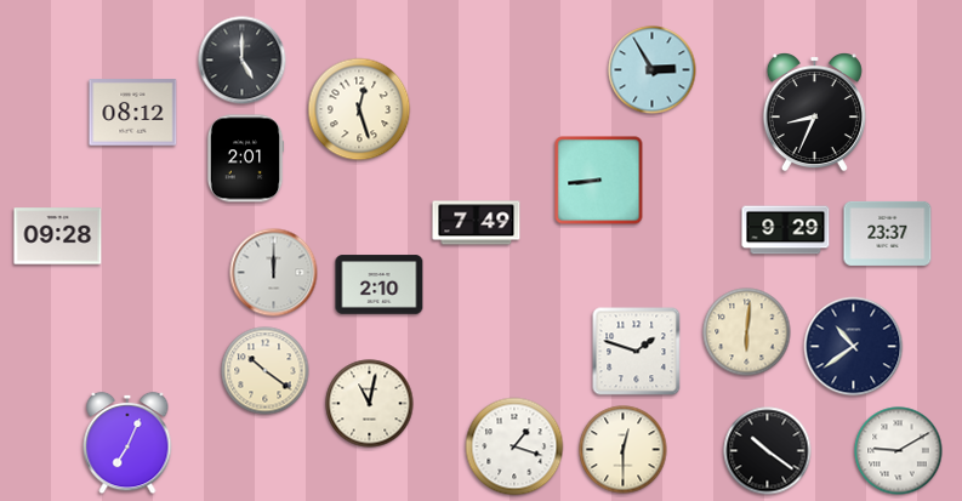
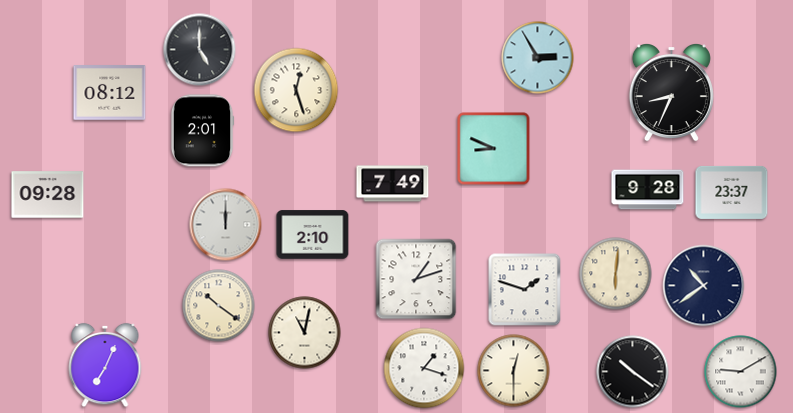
clock at (599, 181): 8:44 -> 8:49
clock at (786, 230): 9:29 -> 9:28
clock at (416, 279): none -> 1:12
